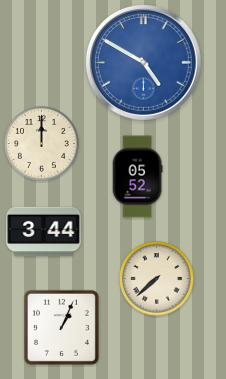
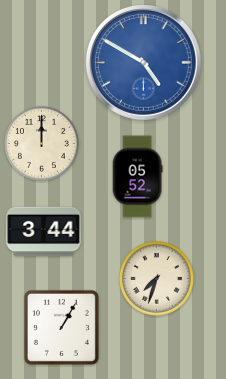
clock at (157, 279): 7:38 -> 7:33
clock at (61, 327): 1:04 -> 1:05
